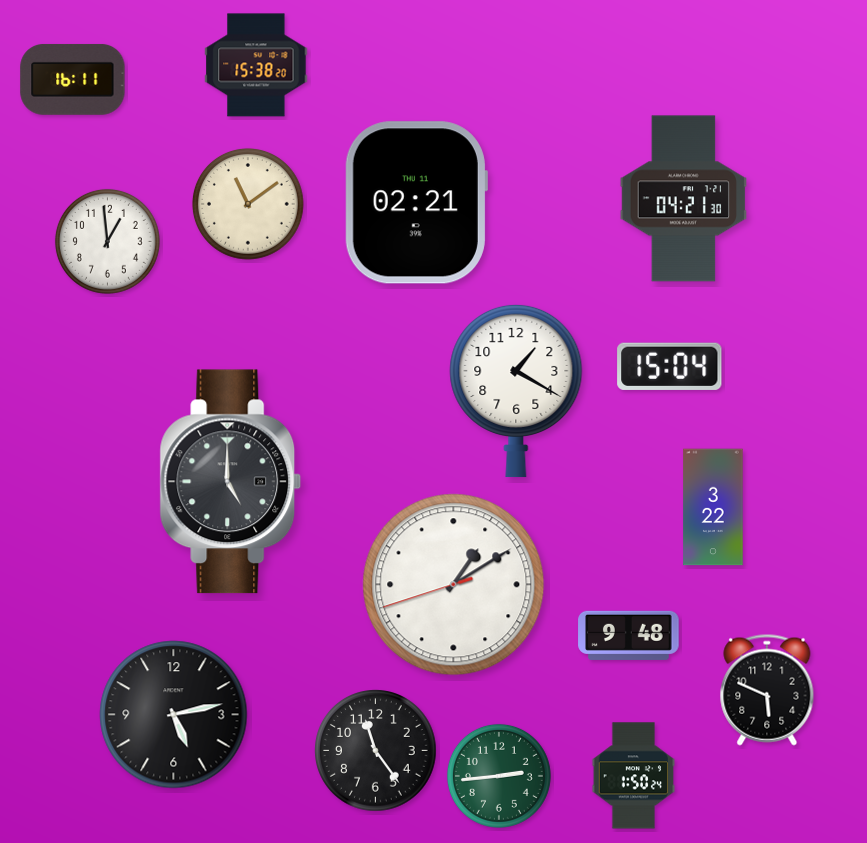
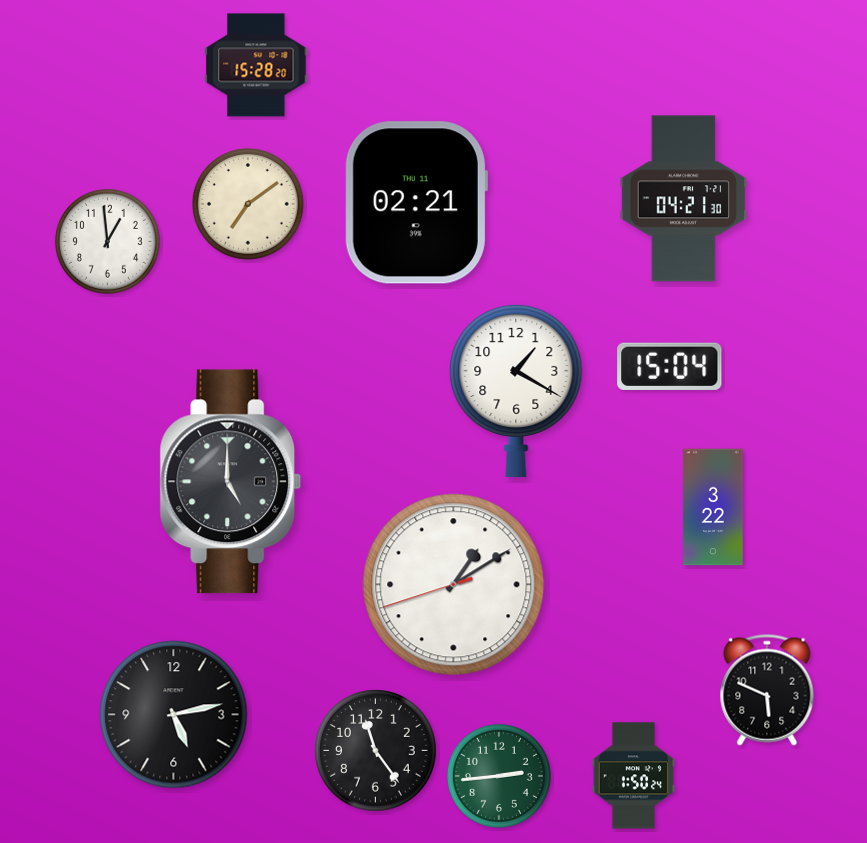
clock at (256, 65): 15:38 -> 15:28
clock at (73, 79): 16:11 -> none
clock at (248, 204): 11:09 -> 7:09
clock at (629, 635): 9:48 -> none
